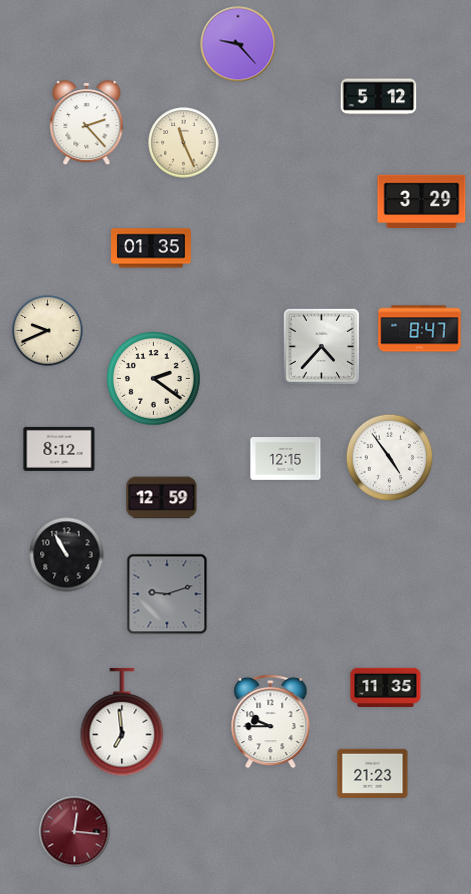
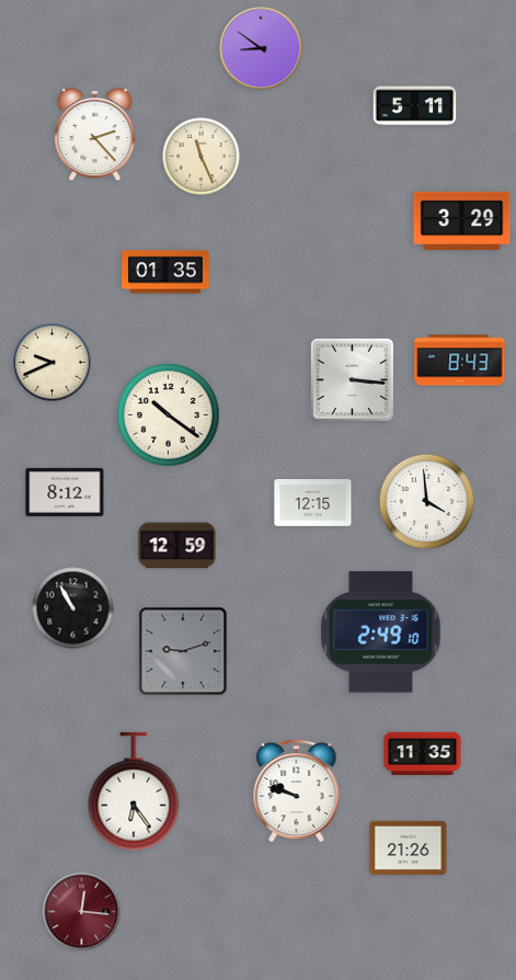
clock at (238, 44): 9:23 -> 8:51
clock at (379, 97): 5:12 -> 5:11
clock at (420, 329): 8:47 -> 8:43
clock at (321, 346): 4:37 -> 3:16
clock at (154, 379): 2:21 -> 10:21
clock at (390, 458): 4:54 -> 3:59
clock at (381, 633): none -> 2:49
clock at (271, 721): 9:45 -> 9:48
clock at (122, 722): 6:59 -> 6:24
clock at (373, 773): 21:23 -> 21:26
